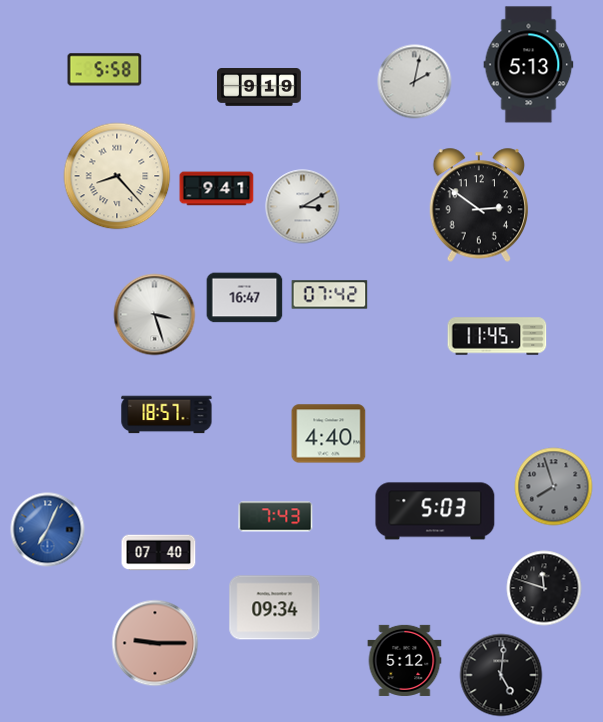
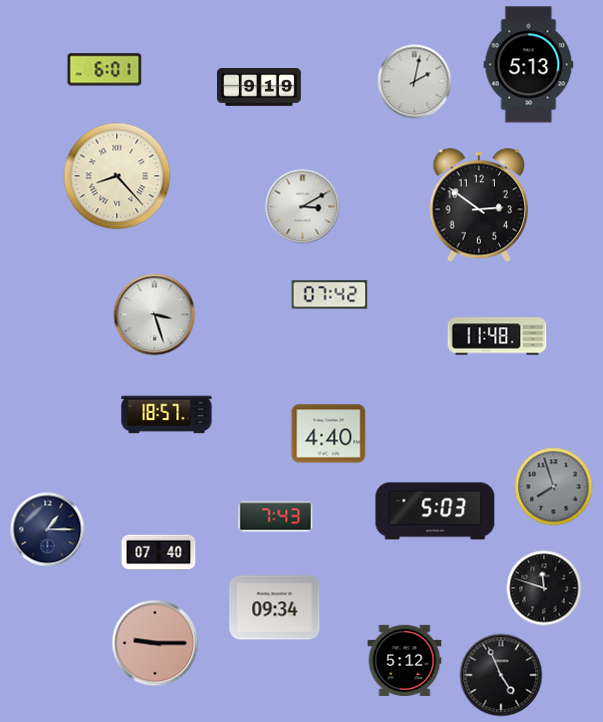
clock at (105, 70): 5:58 -> 6:01
clock at (217, 189): 9:41 -> none
clock at (245, 298): 16:47 -> none
clock at (497, 336): 11:45 -> 11:48
clock at (48, 530): 7:04 -> 1:15
clock at (48, 530) dial: blue -> navy
clock at (501, 675): 5:01 -> 4:56
